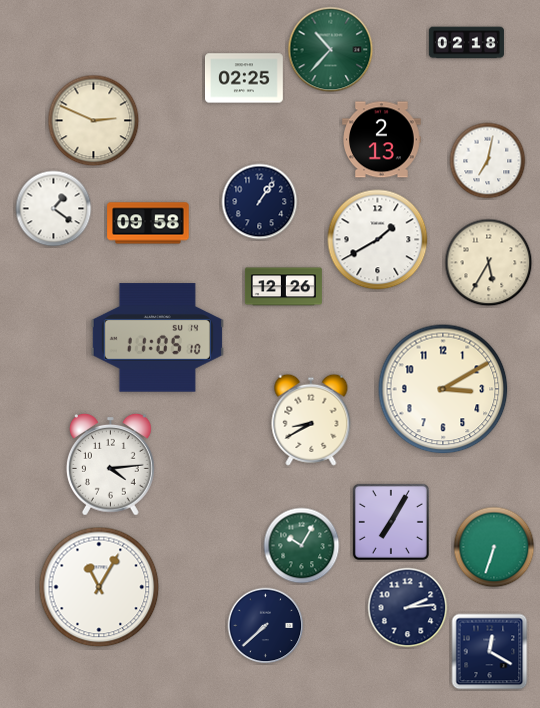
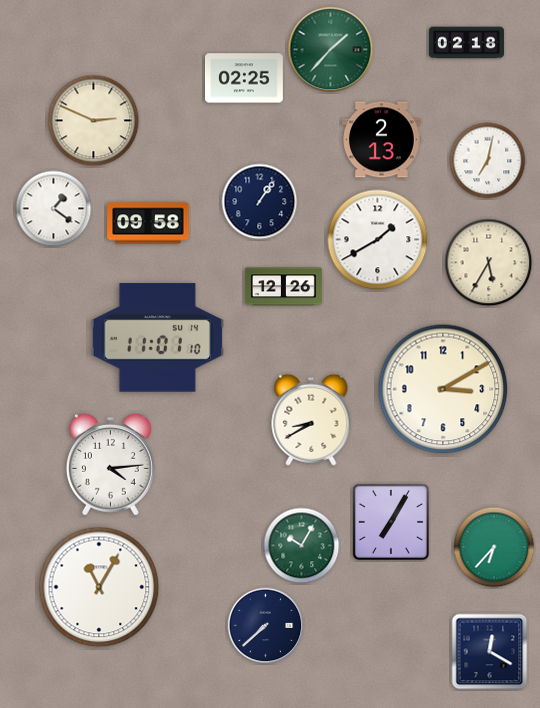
clock at (331, 50): 10:37 -> 1:37
clock at (157, 338): 11:05 -> 11:01
clock at (494, 547): 6:33 -> 6:37
clock at (408, 608): 2:14 -> none
